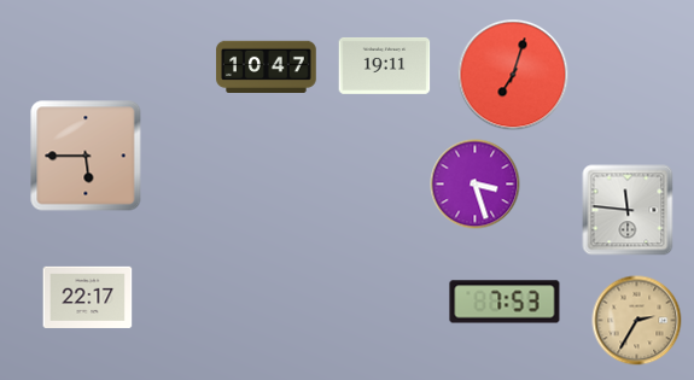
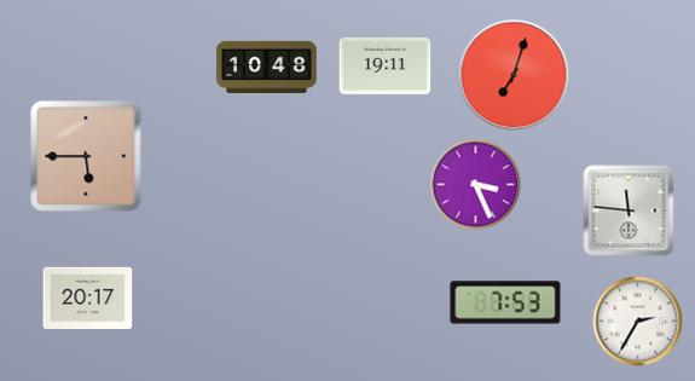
clock at (267, 66): 10:47 -> 10:48
clock at (476, 185): 3:27 -> 3:26
clock at (88, 297): 22:17 -> 20:17
clock at (637, 321) dial: champagne -> white
